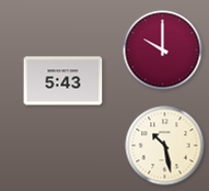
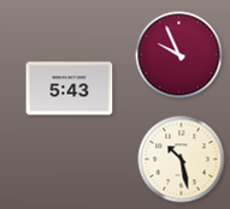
clock at (163, 50): 10:00 -> 9:56
